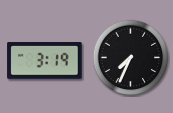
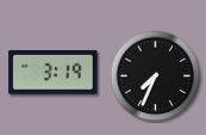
clock at (131, 58) position: (131, 58) -> (156, 76)
